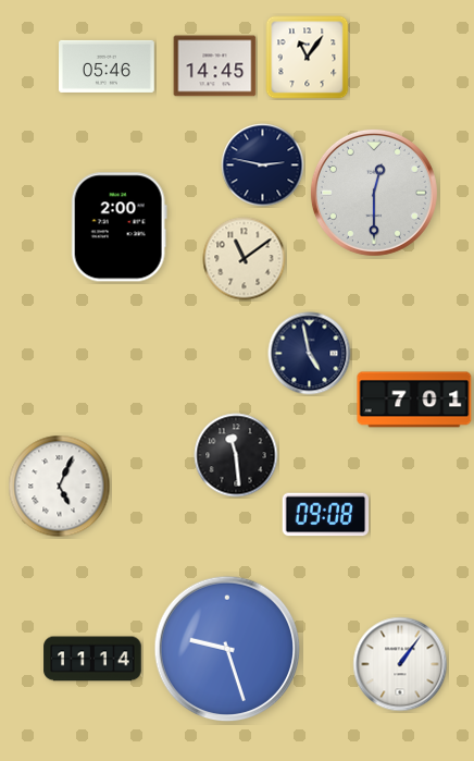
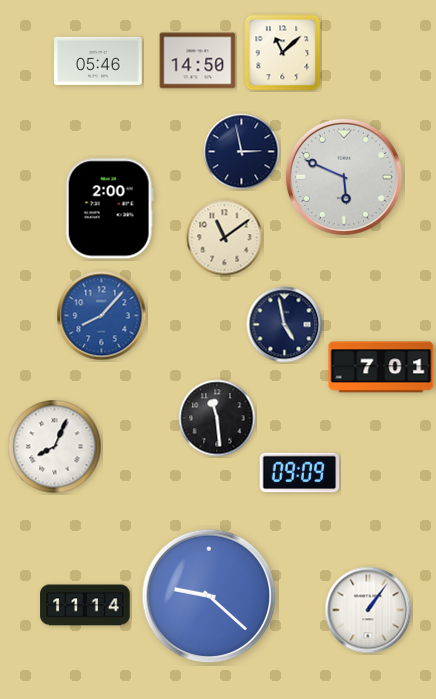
clock at (308, 58): 11:06 -> 11:08
clock at (215, 66): 14:45 -> 14:50
clock at (263, 165): 2:47 -> 2:58
clock at (374, 193): 12:30 -> 5:49
clock at (102, 316): none -> 8:07
clock at (60, 487): 5:04 -> 8:04
clock at (326, 515): 09:08 -> 09:09
clock at (227, 649): 9:27 -> 9:22
